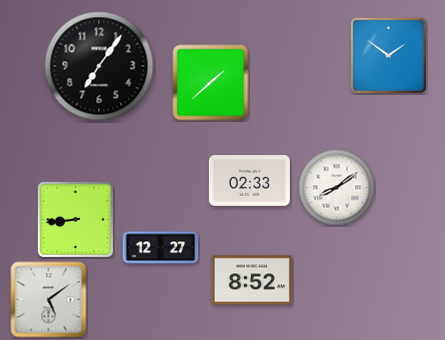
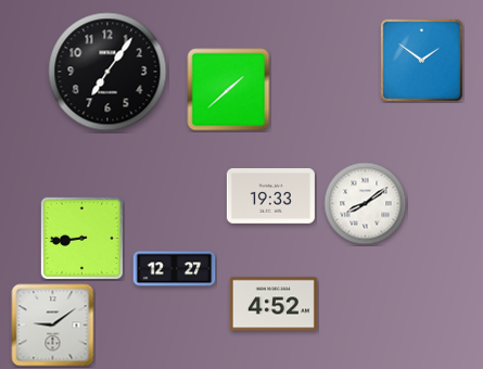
clock at (249, 181): 02:33 -> 19:33
clock at (252, 280): 8:52 -> 4:52
clock at (49, 300): 5:09 -> 9:09
